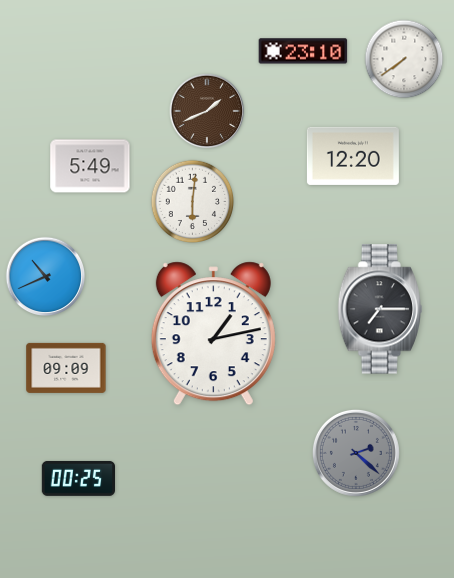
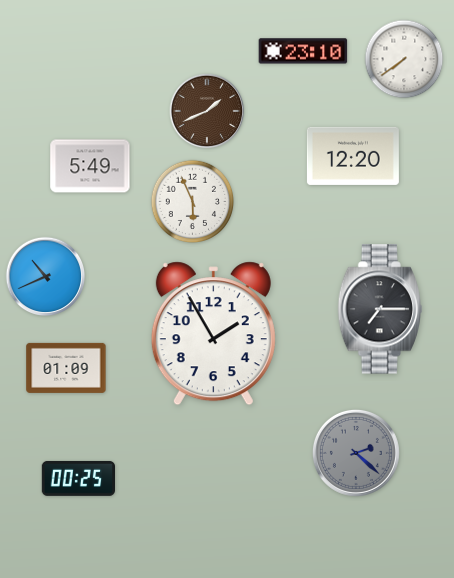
clock at (193, 202): 6:01 -> 5:56
clock at (213, 334): 1:13 -> 1:55
clock at (66, 368): 09:09 -> 01:09
